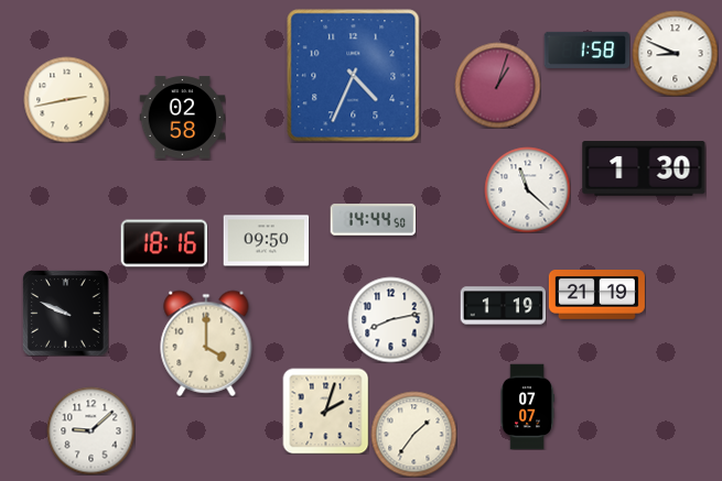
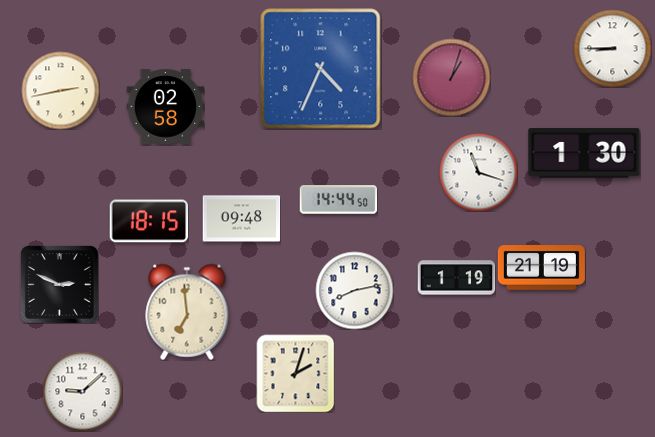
clock at (586, 50): 1:58 -> none
clock at (675, 53): 8:49 -> 8:45
clock at (527, 189): 11:22 -> 11:18
clock at (266, 241): 09:50 -> 09:48
clock at (164, 243): 18:16 -> 18:15
clock at (65, 313): 9:49 -> 2:49
clock at (206, 343): 4:00 -> 6:59
clock at (527, 406): 07:07 -> none
clock at (413, 434): 1:36 -> none
